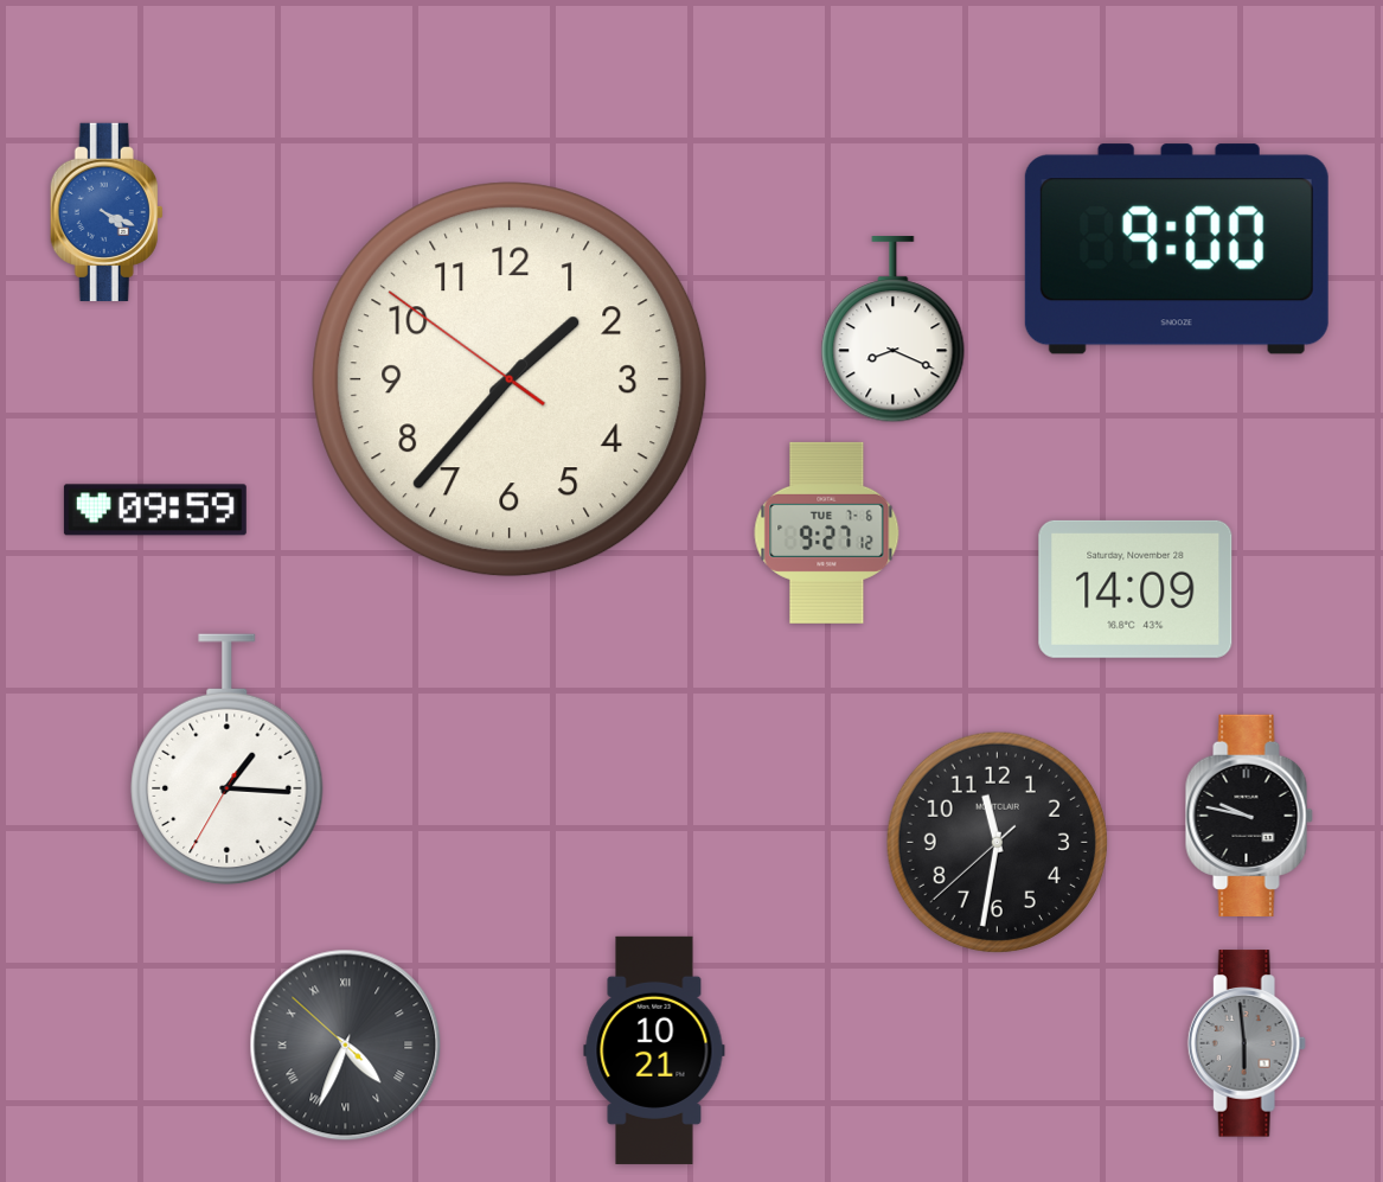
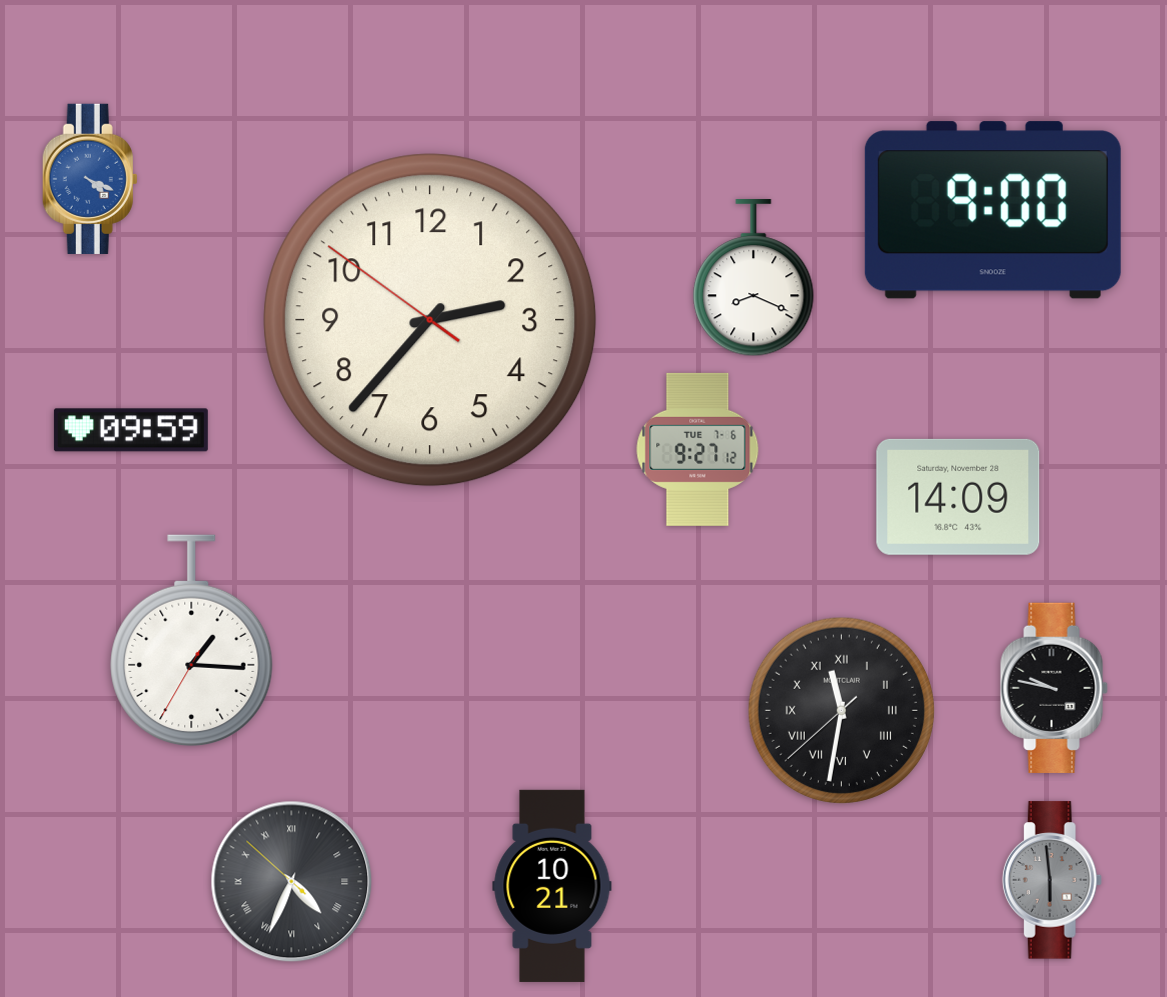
clock at (510, 379): 1:36 -> 2:36
clock at (997, 842) numerals: Arabic -> Roman
